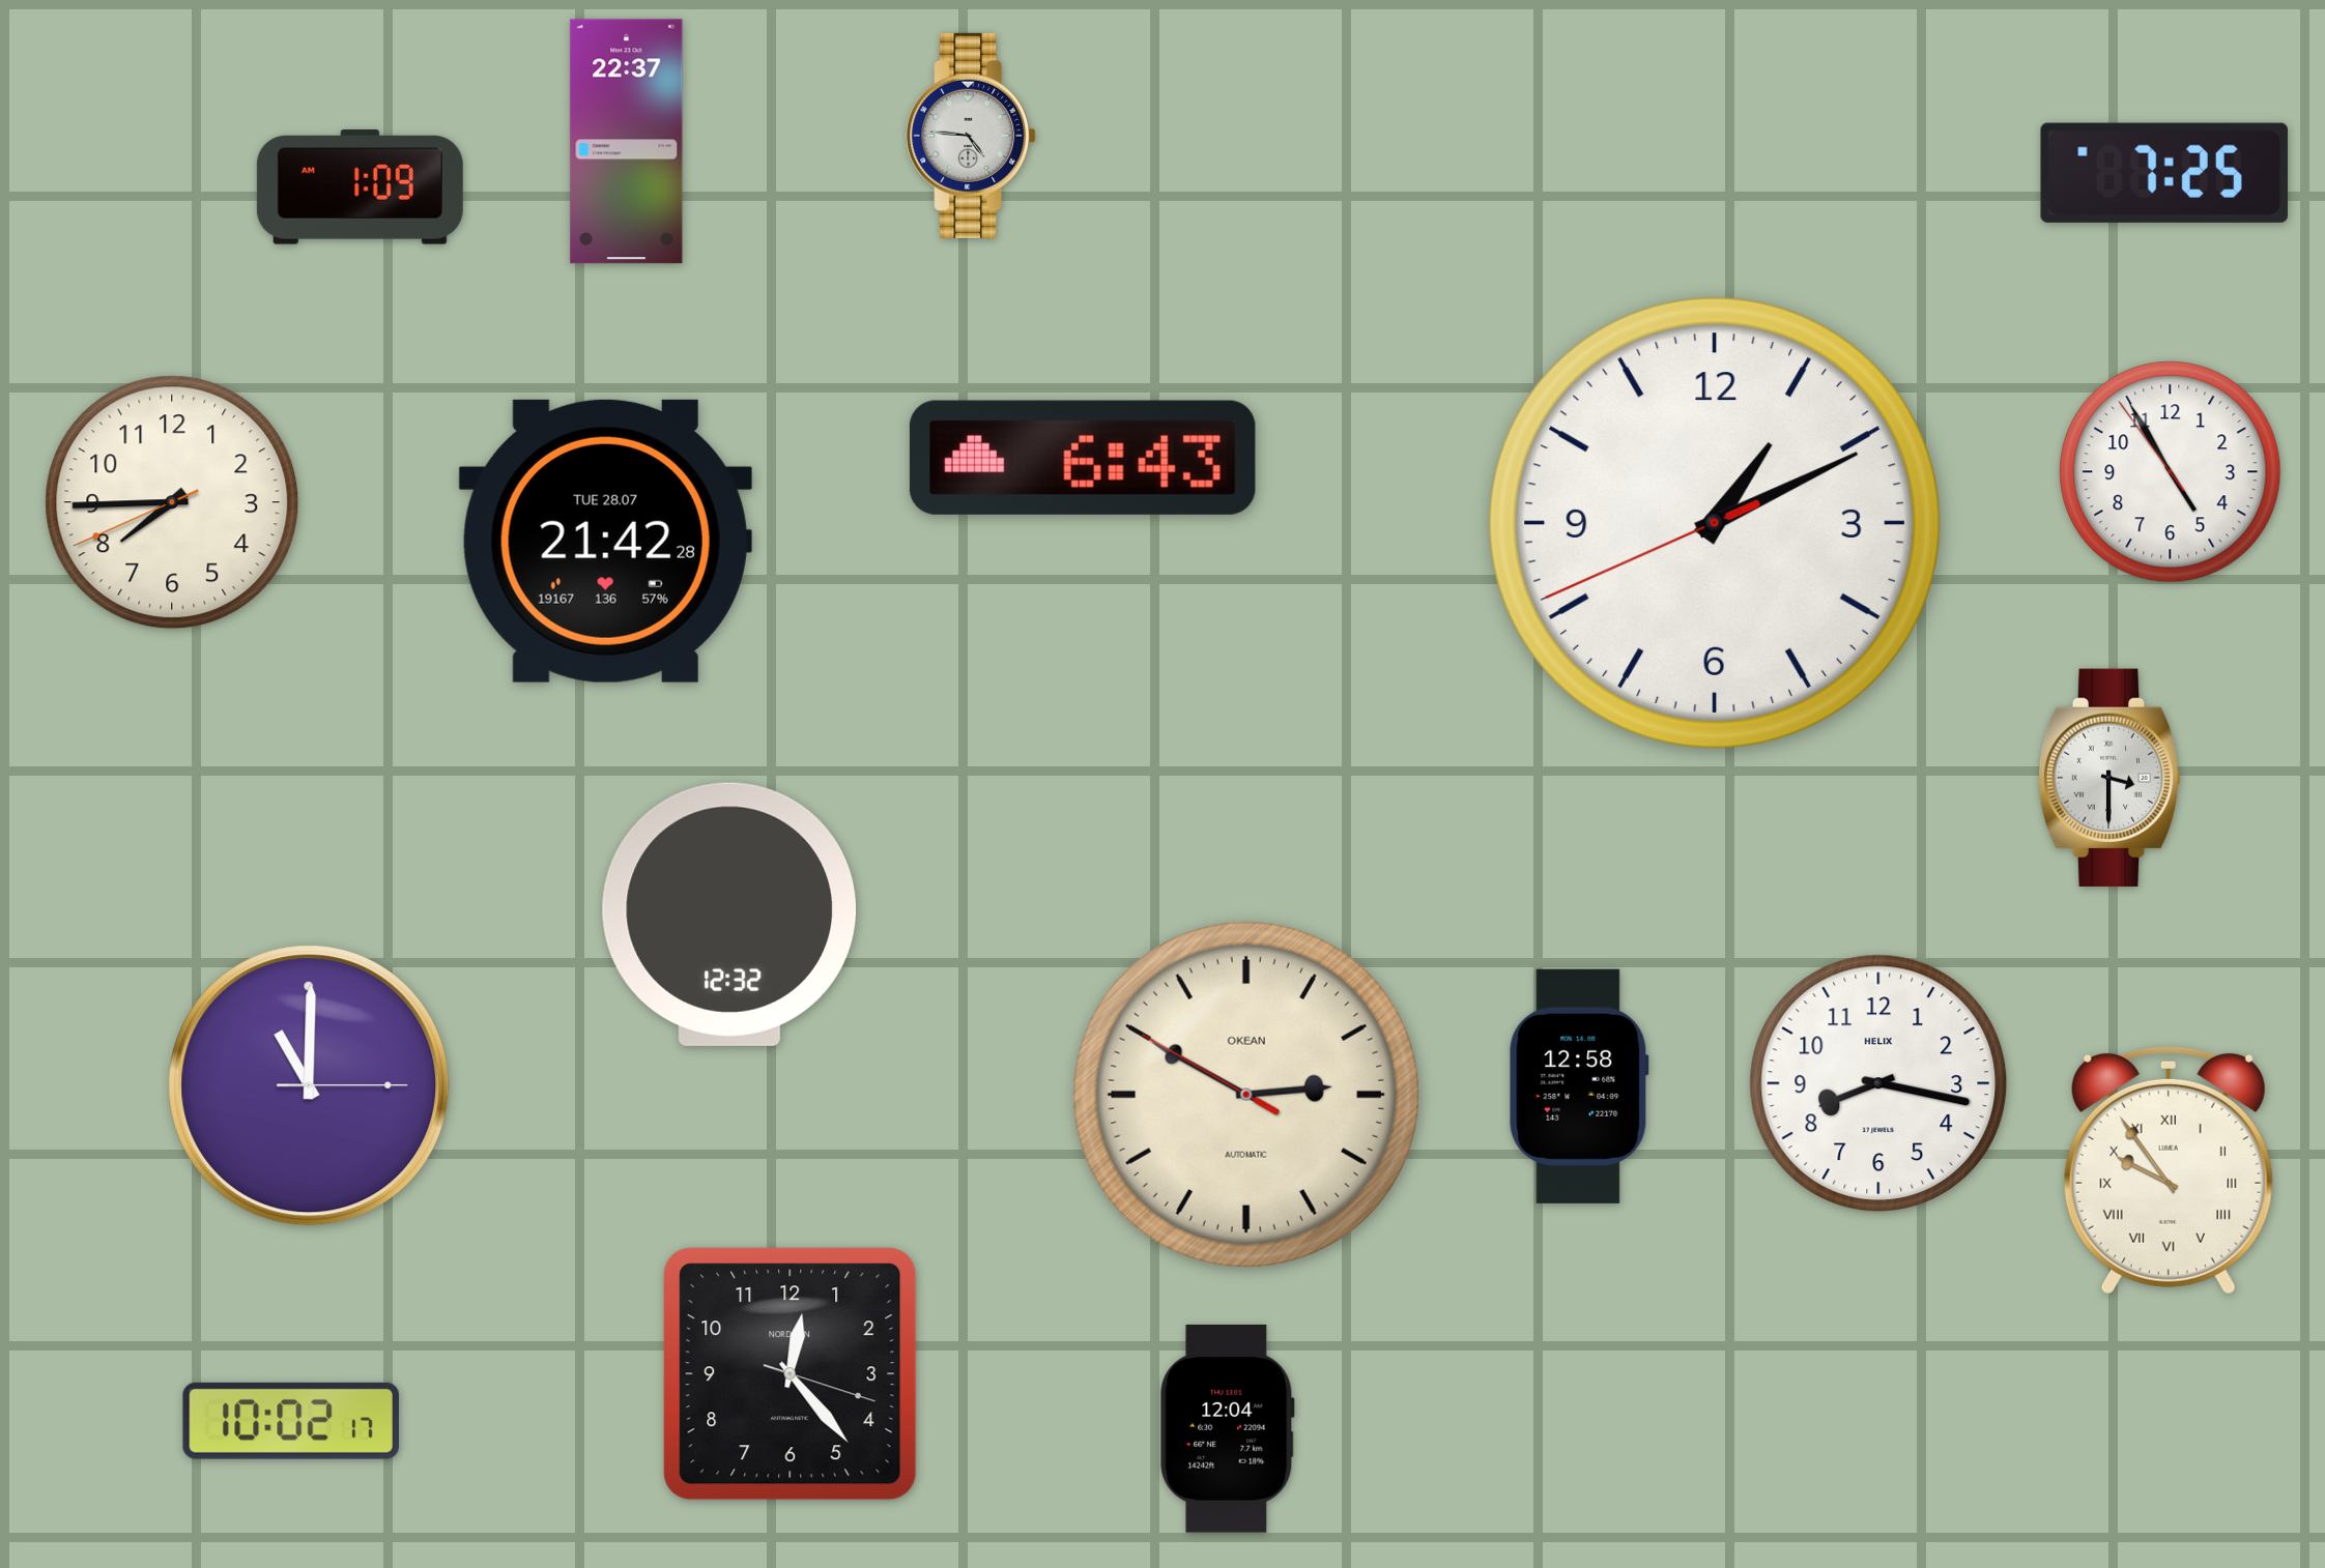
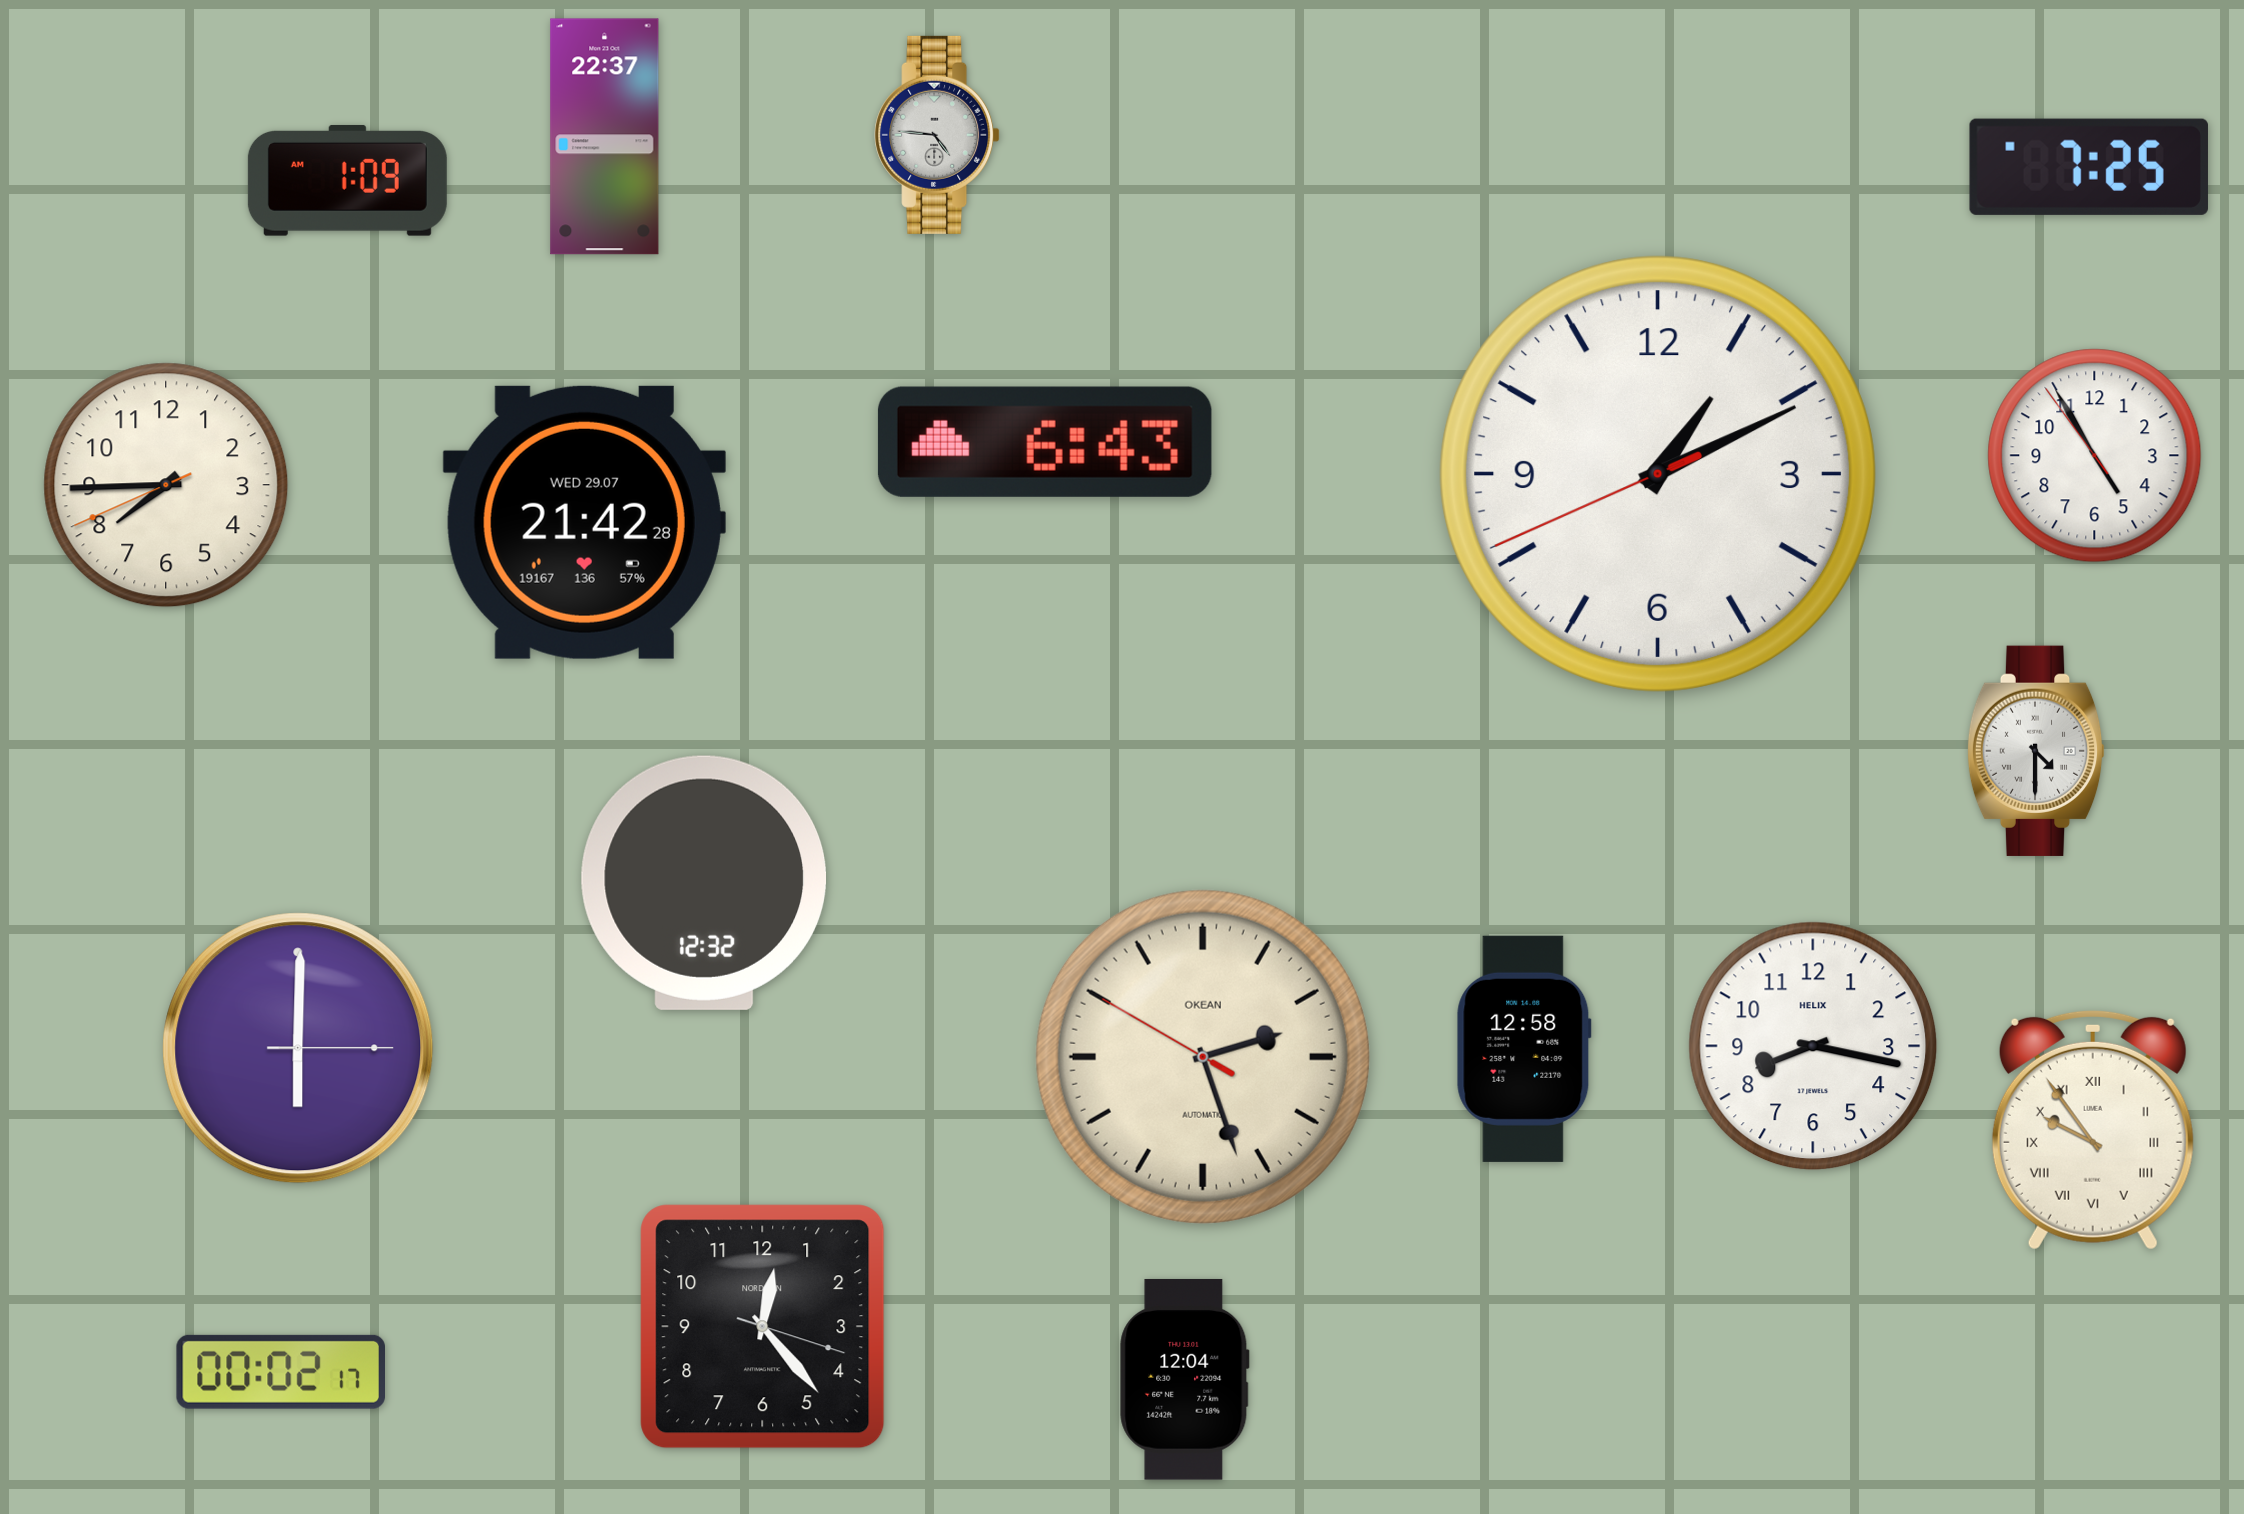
clock at (971, 136) position: (971, 136) -> (937, 135)
clock at (1715, 523) position: (1715, 523) -> (1658, 474)
clock at (605, 541) date: TUE 28.07 -> WED 29.07
clock at (2109, 778): 3:30 -> 4:30
clock at (309, 1085): 11:00 -> 6:00
clock at (1246, 1095): 2:49 -> 2:26
clock at (290, 1421): 10:02 -> 00:02
